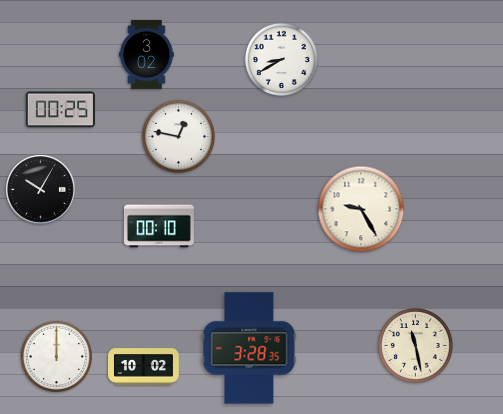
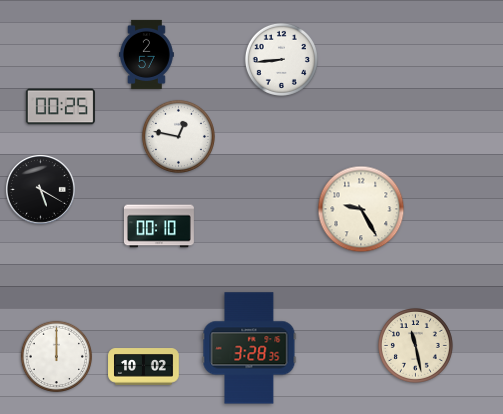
clock at (147, 54): 3:02 -> 2:57
clock at (281, 59): 8:40 -> 8:44
clock at (60, 110) position: (60, 110) -> (60, 107)
clock at (40, 189): 10:05 -> 5:20
